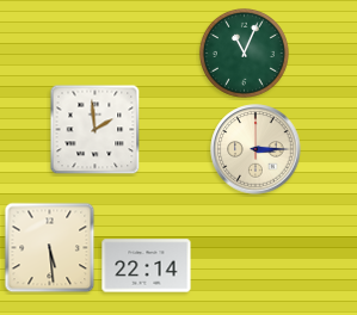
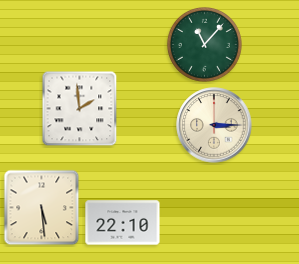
clock at (244, 52): 11:04 -> 11:07
clock at (147, 266): 22:14 -> 22:10
